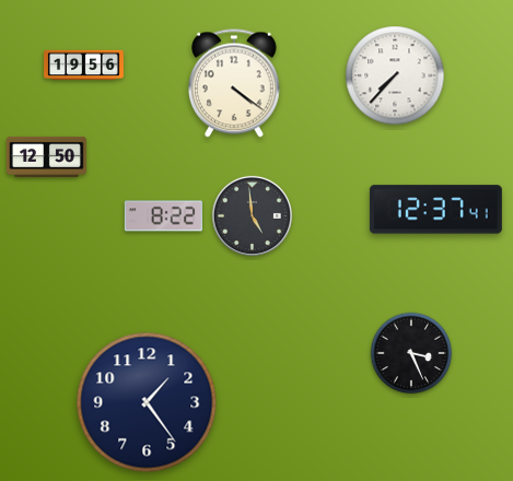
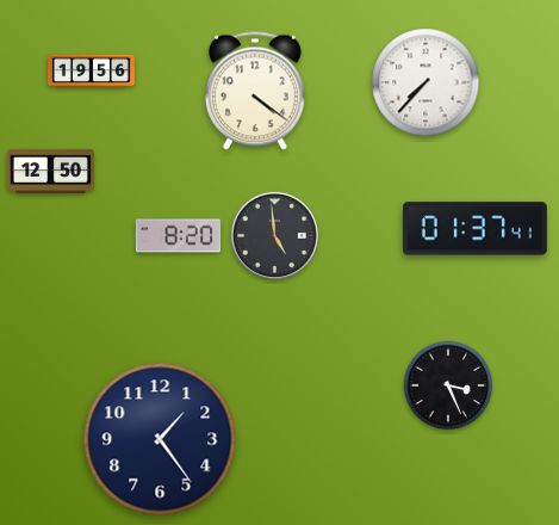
clock at (395, 75) position: (395, 75) -> (426, 82)
clock at (435, 210): 12:37 -> 01:37
clock at (163, 216): 8:22 -> 8:20
